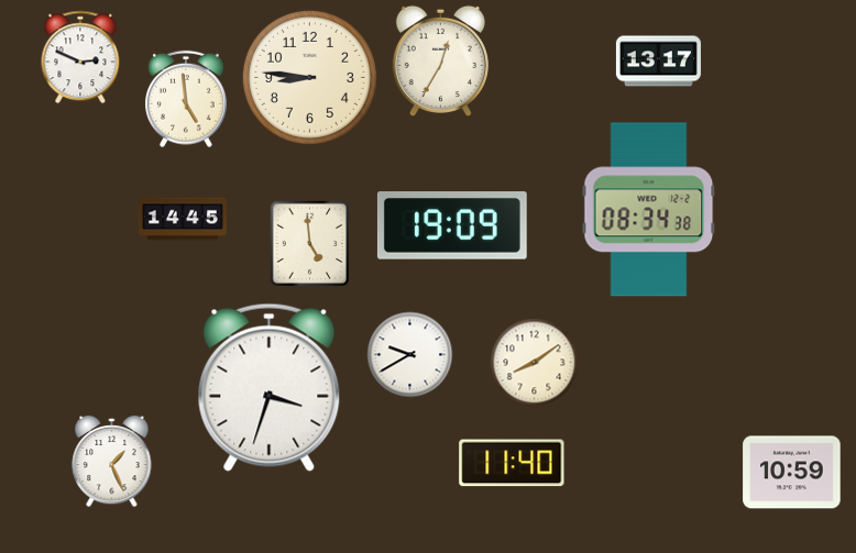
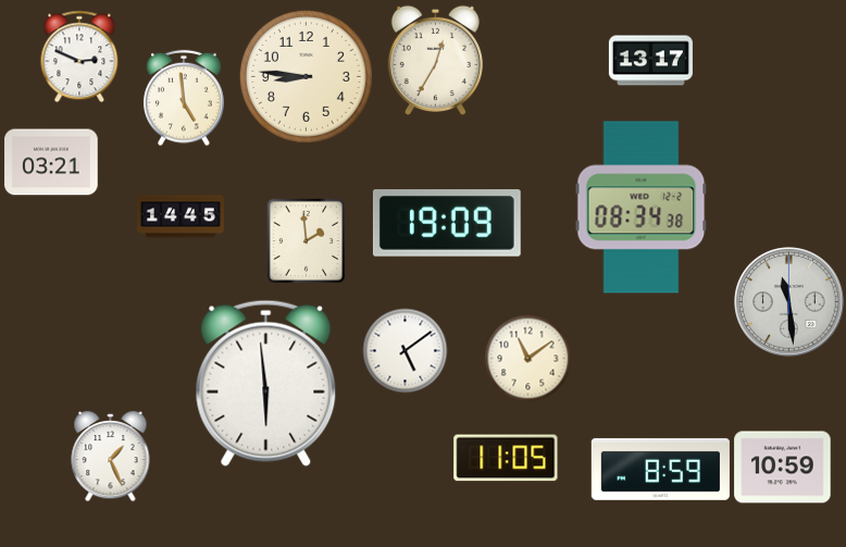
clock at (51, 162): none -> 03:21
clock at (310, 243): 4:59 -> 1:59
clock at (789, 302): none -> 11:29
clock at (409, 354): 9:40 -> 5:09
clock at (534, 362): 8:09 -> 11:09
clock at (270, 387): 3:33 -> 5:59
clock at (512, 463): 11:40 -> 11:05
clock at (660, 469): none -> 8:59
